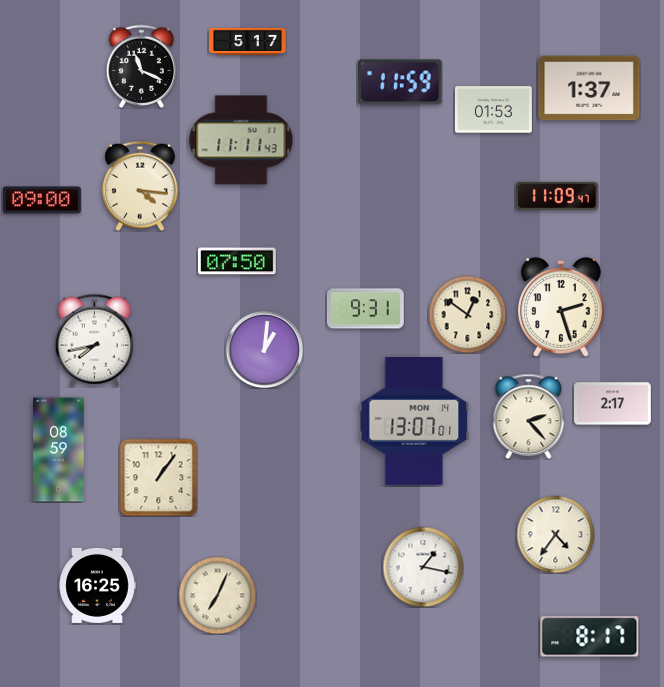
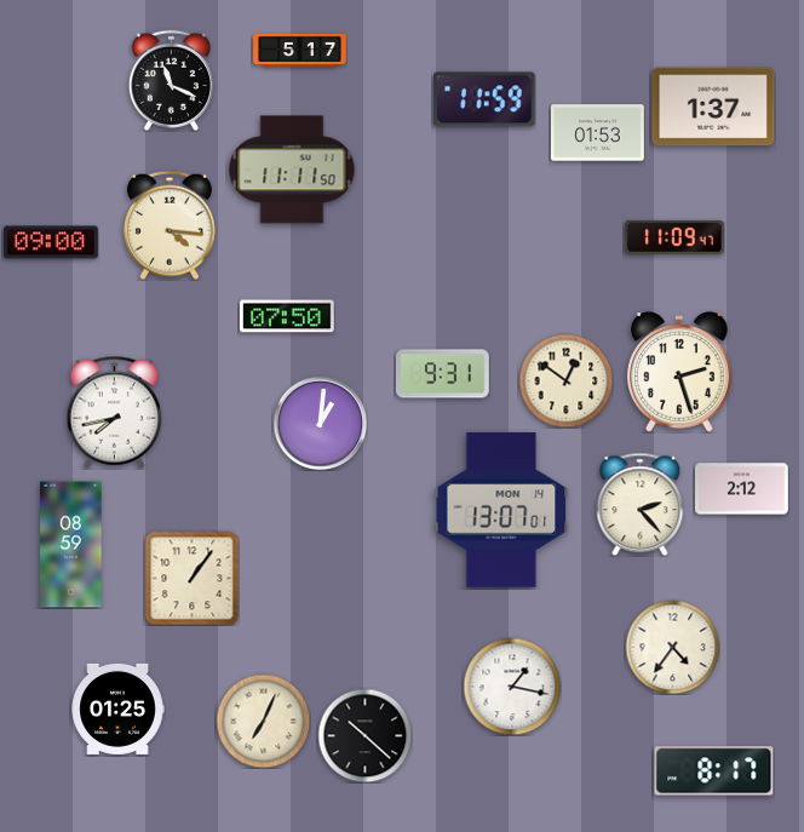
clock at (241, 140): 11:11:43 -> 11:11:50
clock at (613, 404): 2:17 -> 2:12
clock at (97, 585): 16:25 -> 01:25
clock at (364, 735): none -> 10:22
